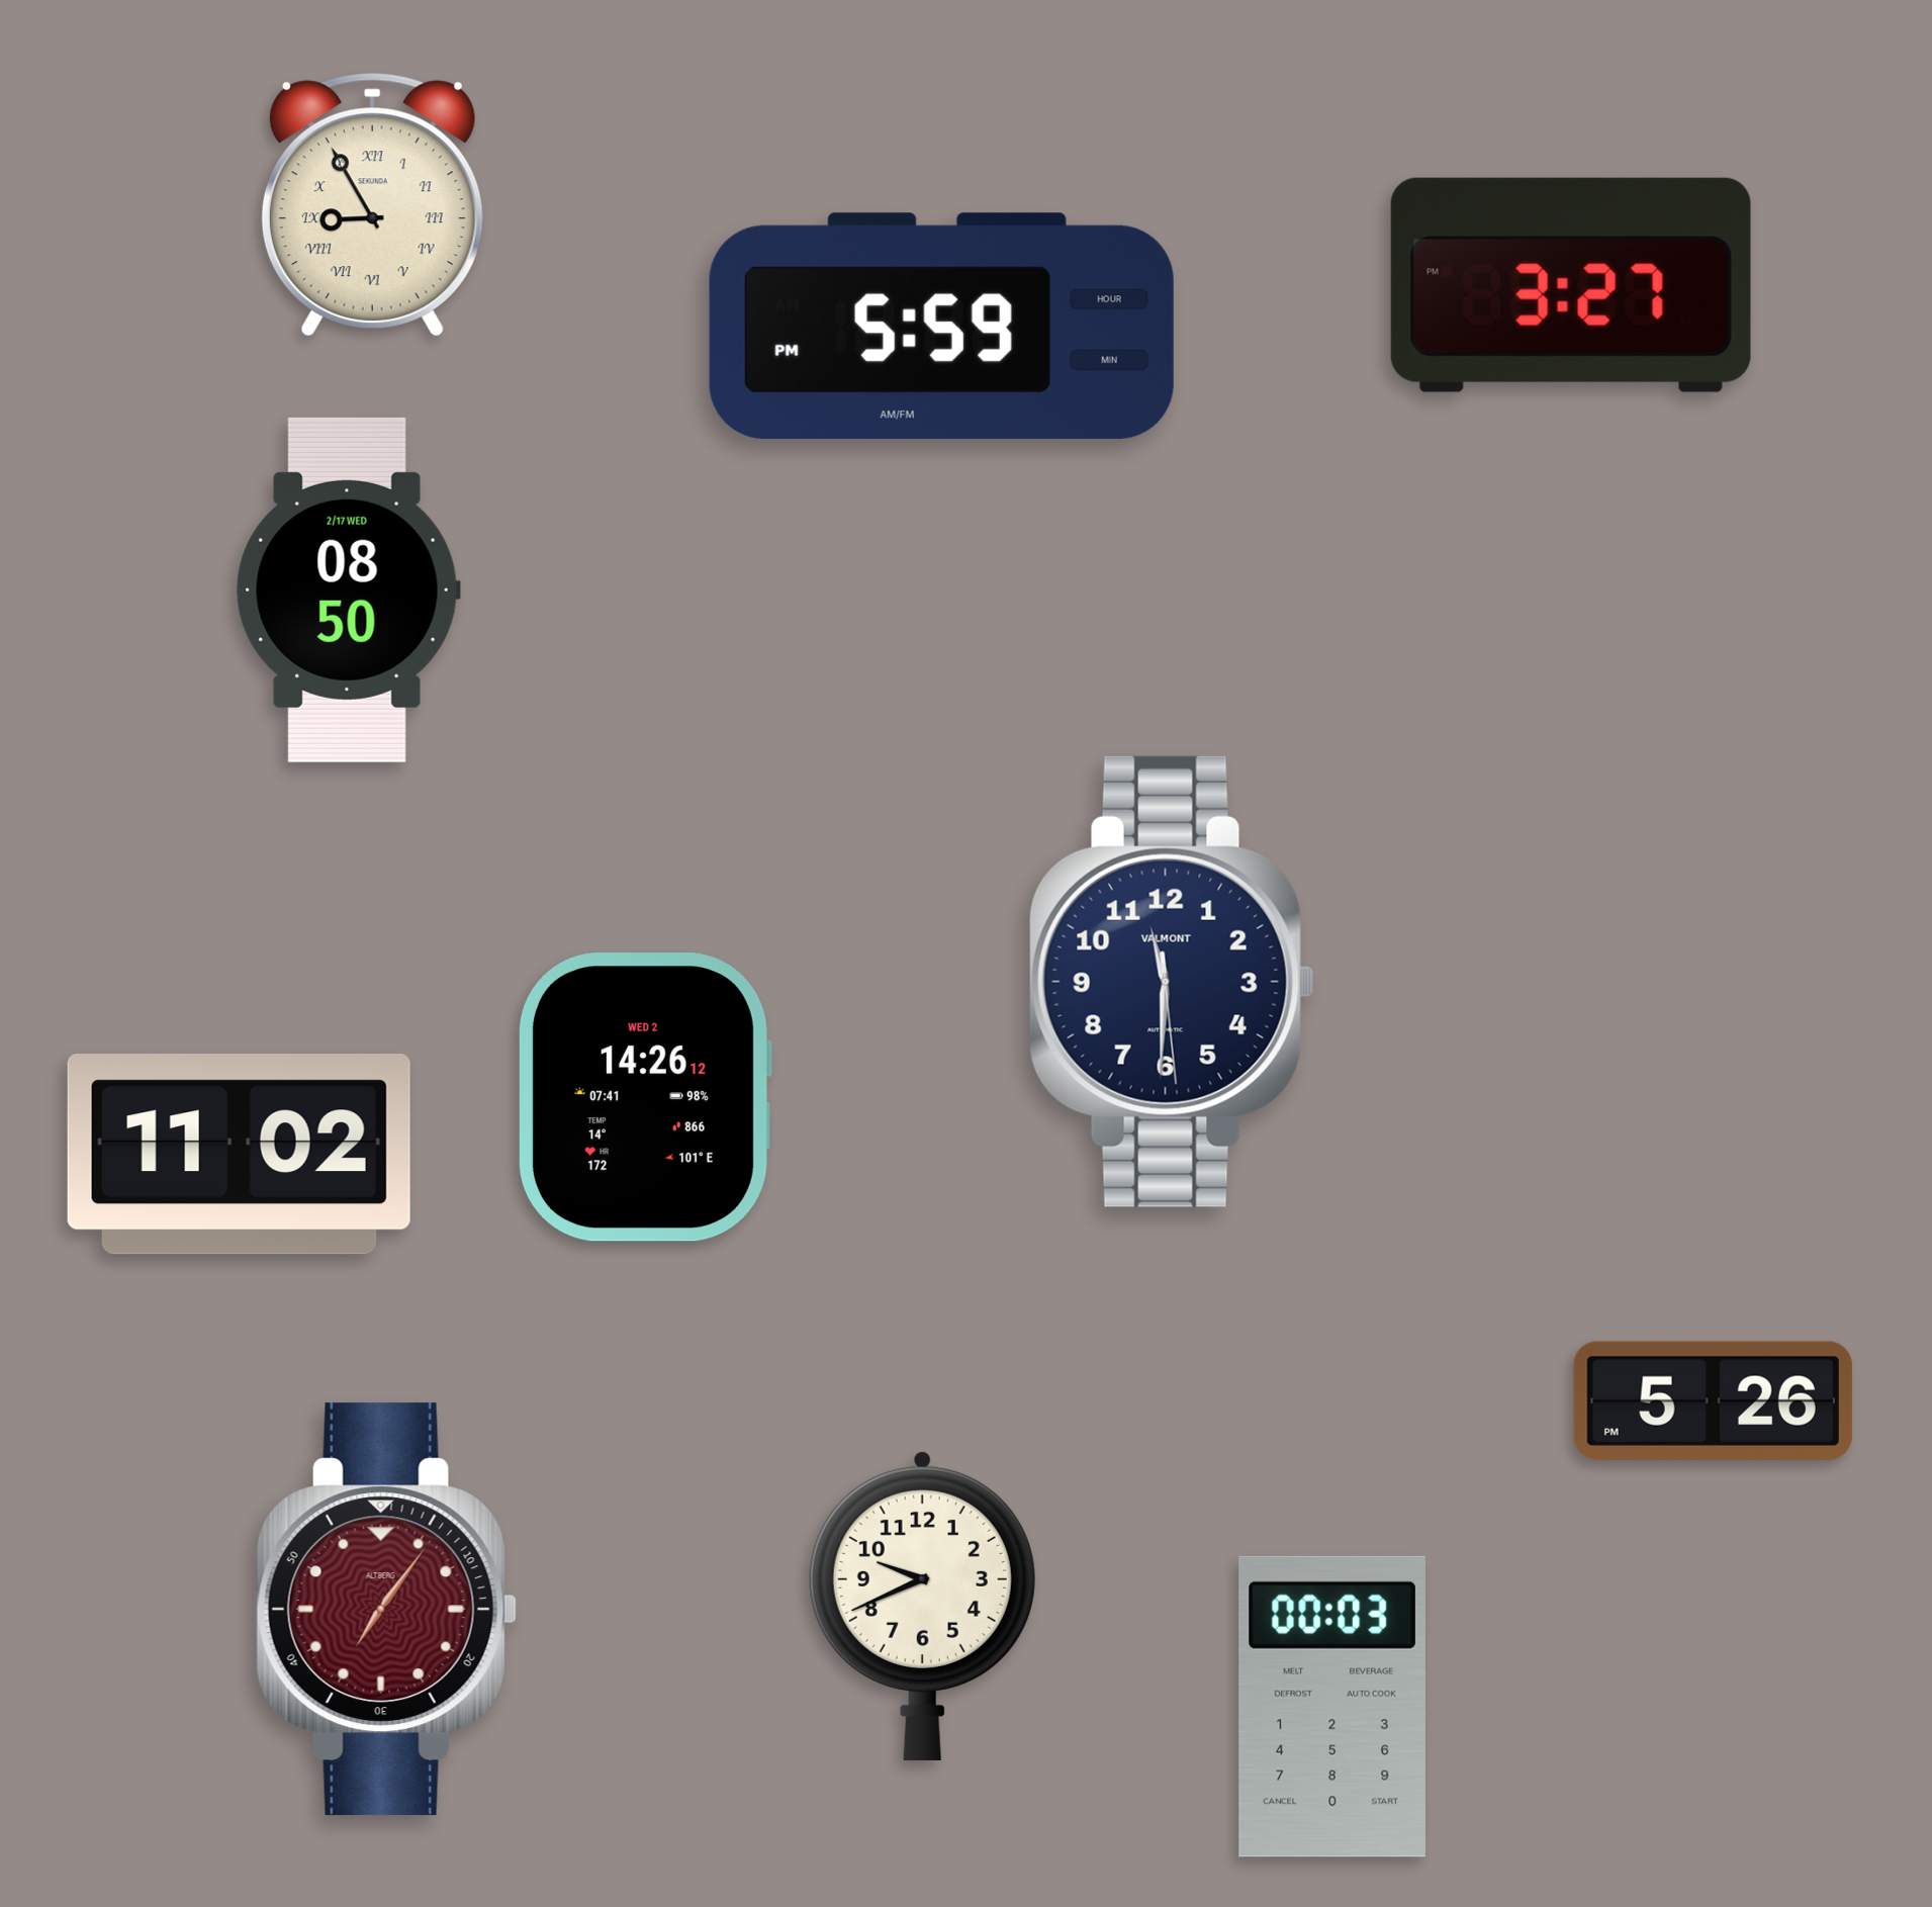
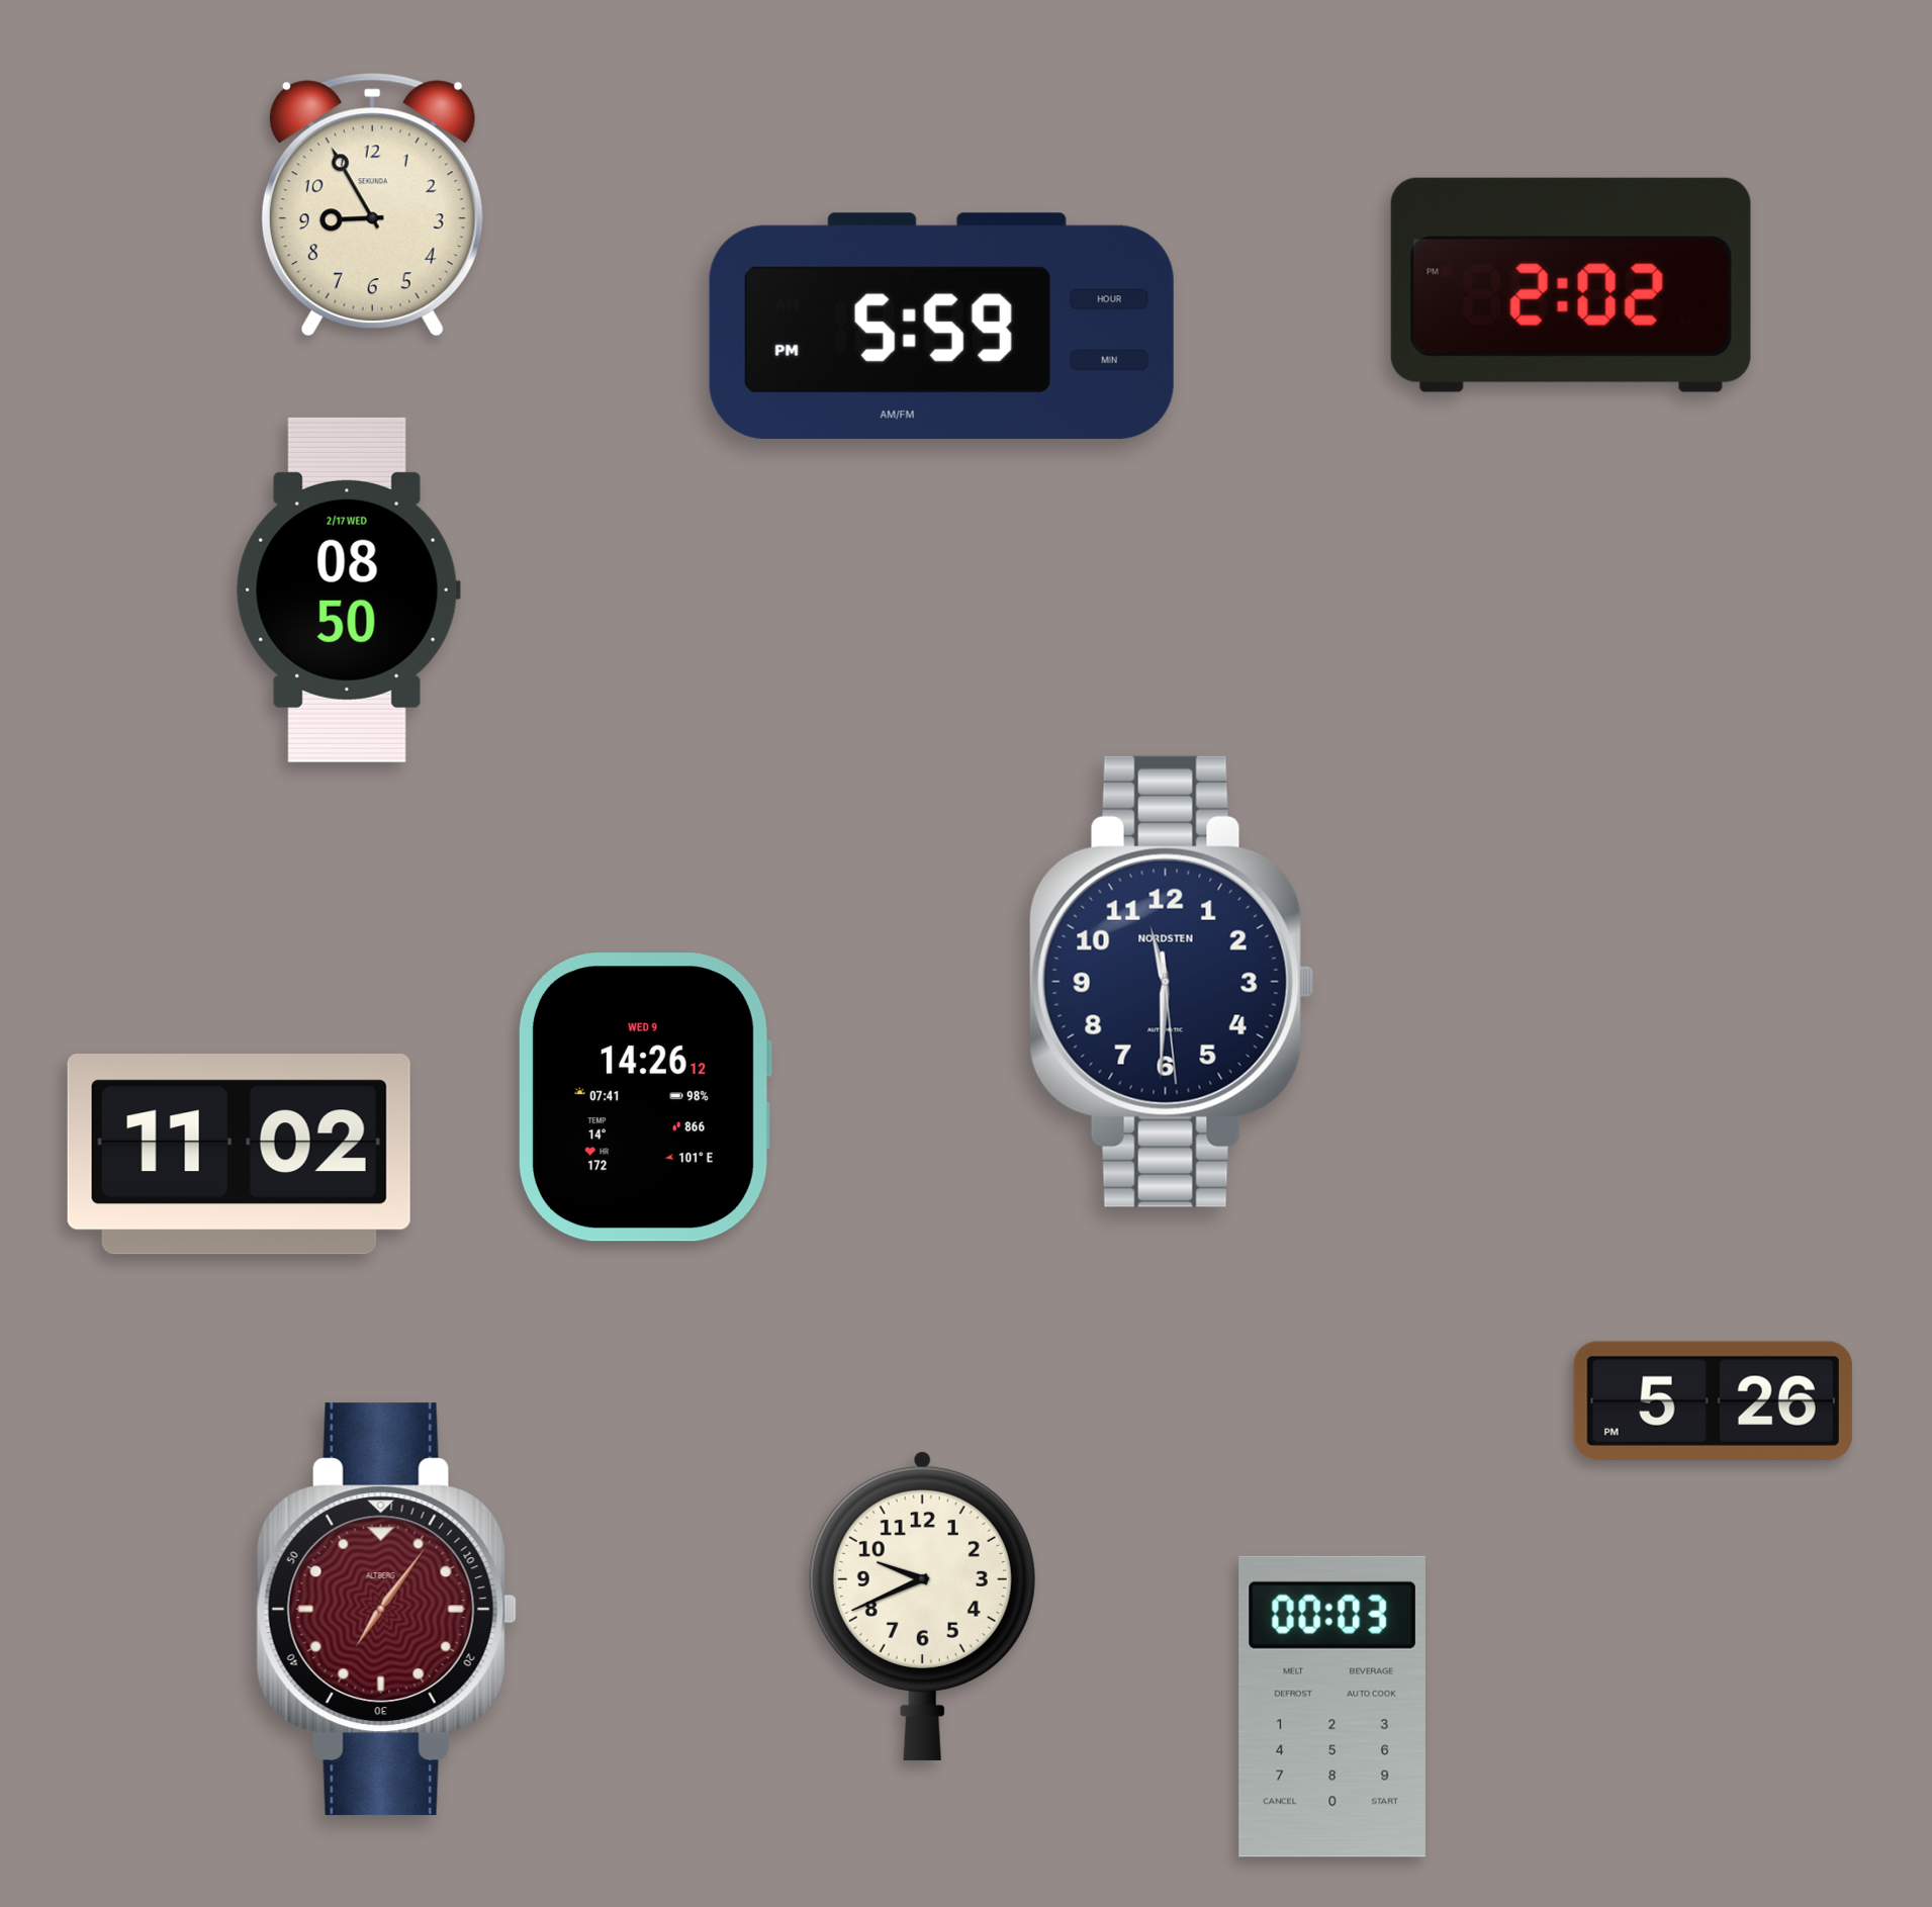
clock at (372, 205) numerals: Roman -> Arabic
clock at (1571, 285): 3:27 -> 2:02
clock at (1172, 982) brand: VALMONT -> NORDSTEN
clock at (645, 1097) date: WED 2 -> WED 9
